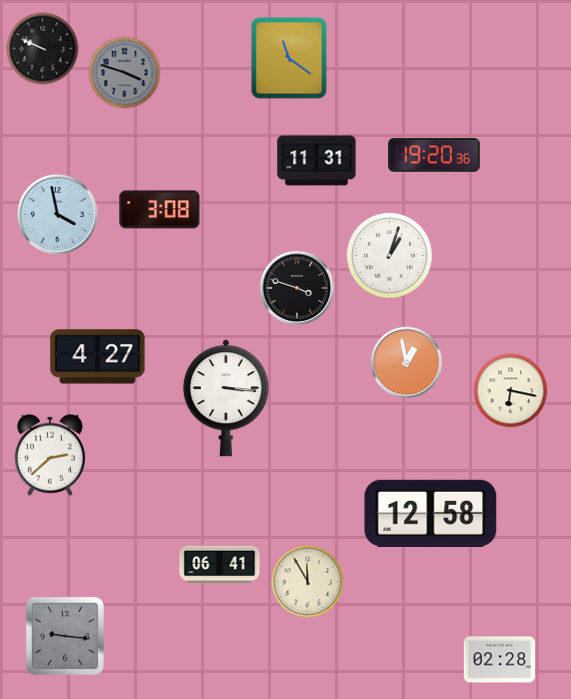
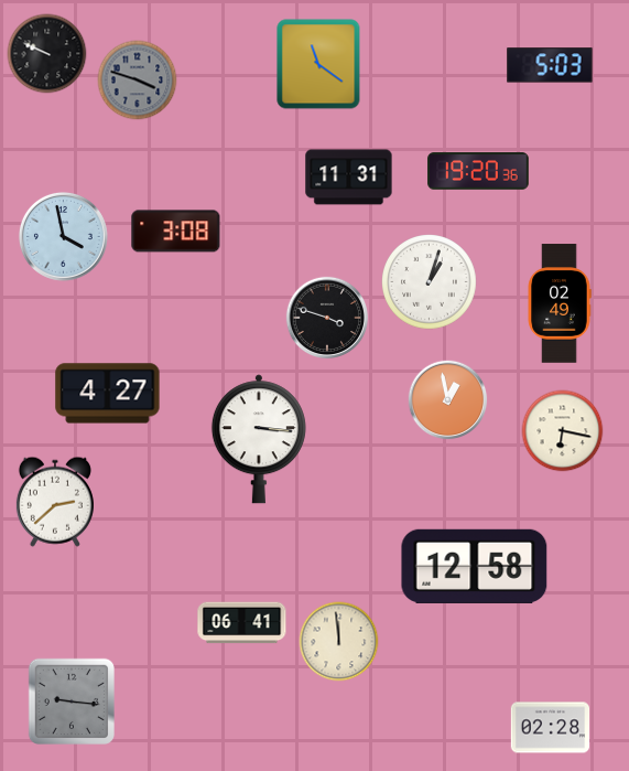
clock at (550, 65): none -> 5:03
clock at (560, 303): none -> 02:49
clock at (226, 398) position: (226, 398) -> (259, 439)
clock at (308, 582): 11:55 -> 11:59
